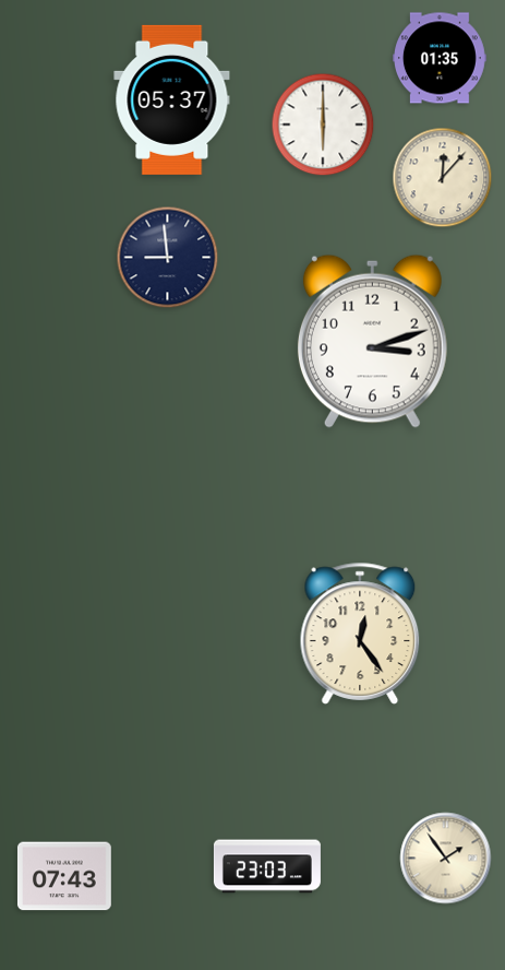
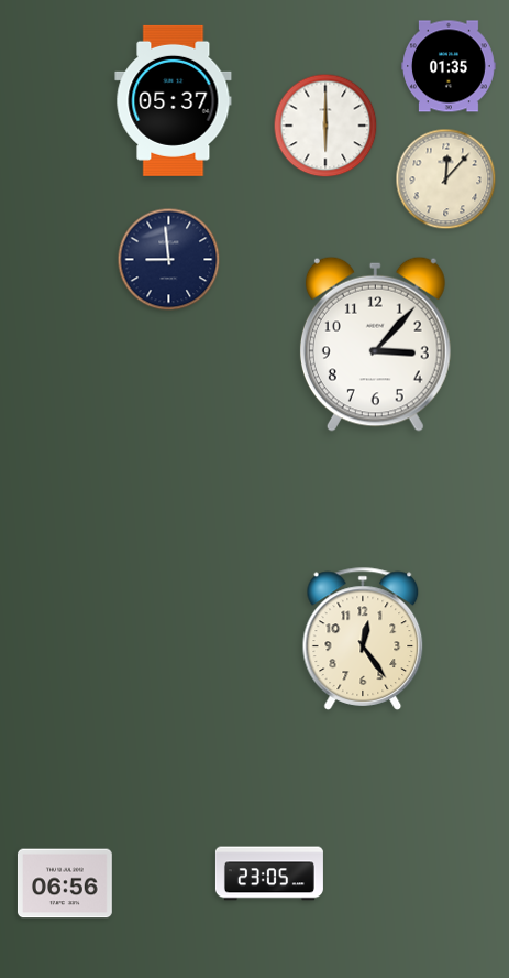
clock at (441, 58) position: (441, 58) -> (450, 66)
clock at (372, 341): 3:12 -> 3:07
clock at (446, 859): 1:54 -> none
clock at (267, 866): 23:03 -> 23:05
clock at (64, 876): 07:43 -> 06:56
